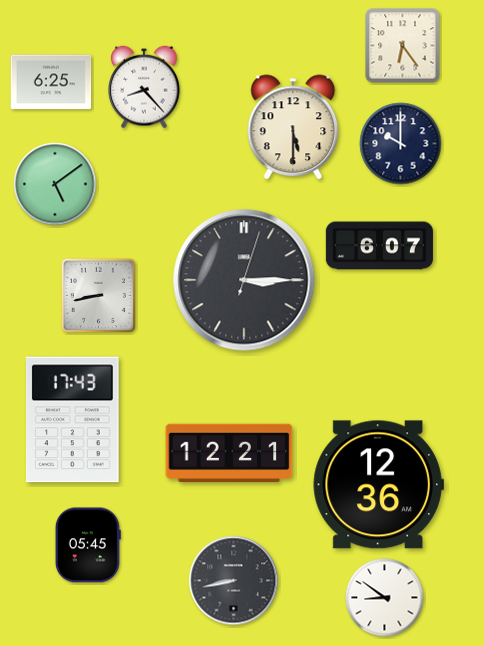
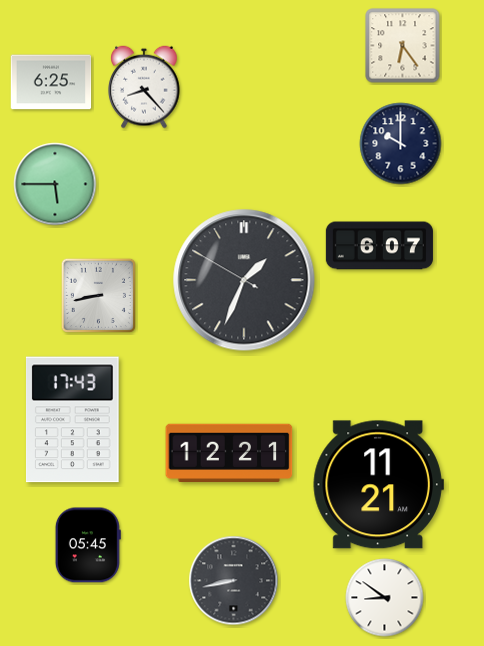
clock at (293, 127): 5:30 -> none
clock at (55, 184): 5:09 -> 5:45
clock at (244, 280): 3:15 -> 1:33
clock at (378, 485): 12:36 -> 11:21
